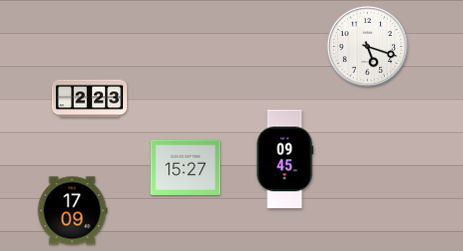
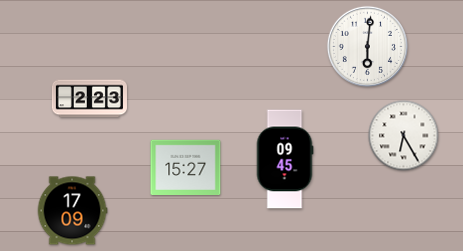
clock at (367, 46): 5:18 -> 6:01
clock at (404, 136): none -> 6:25
